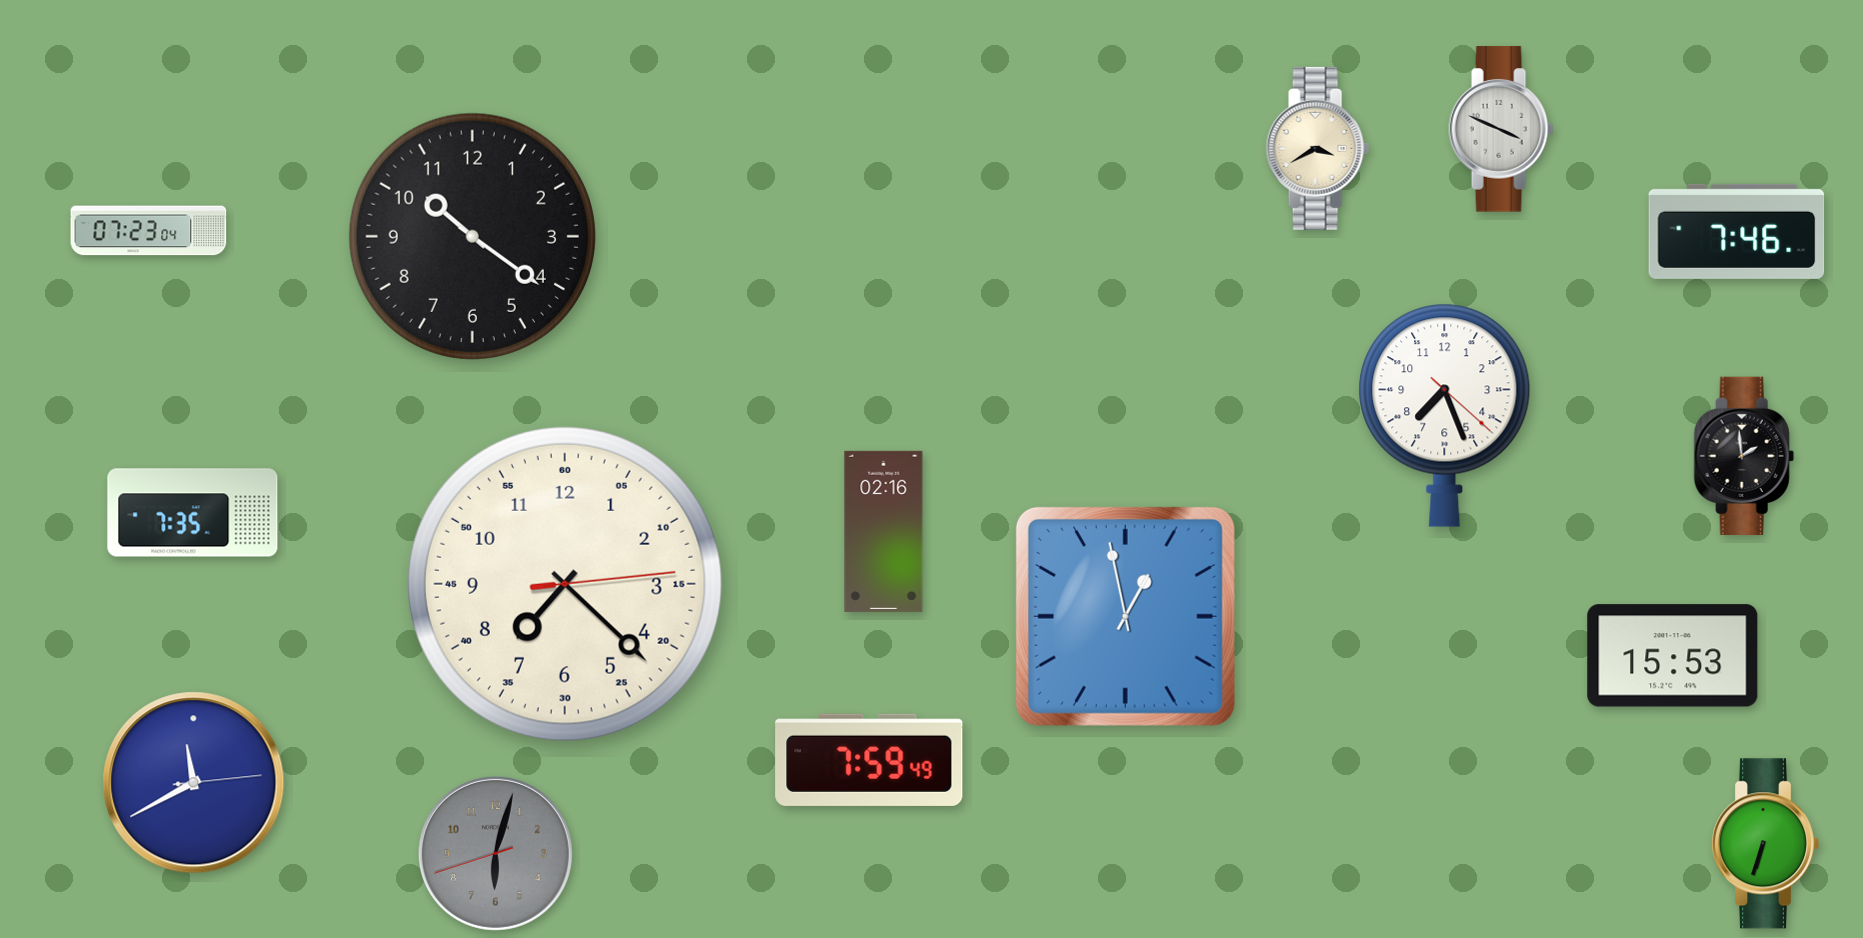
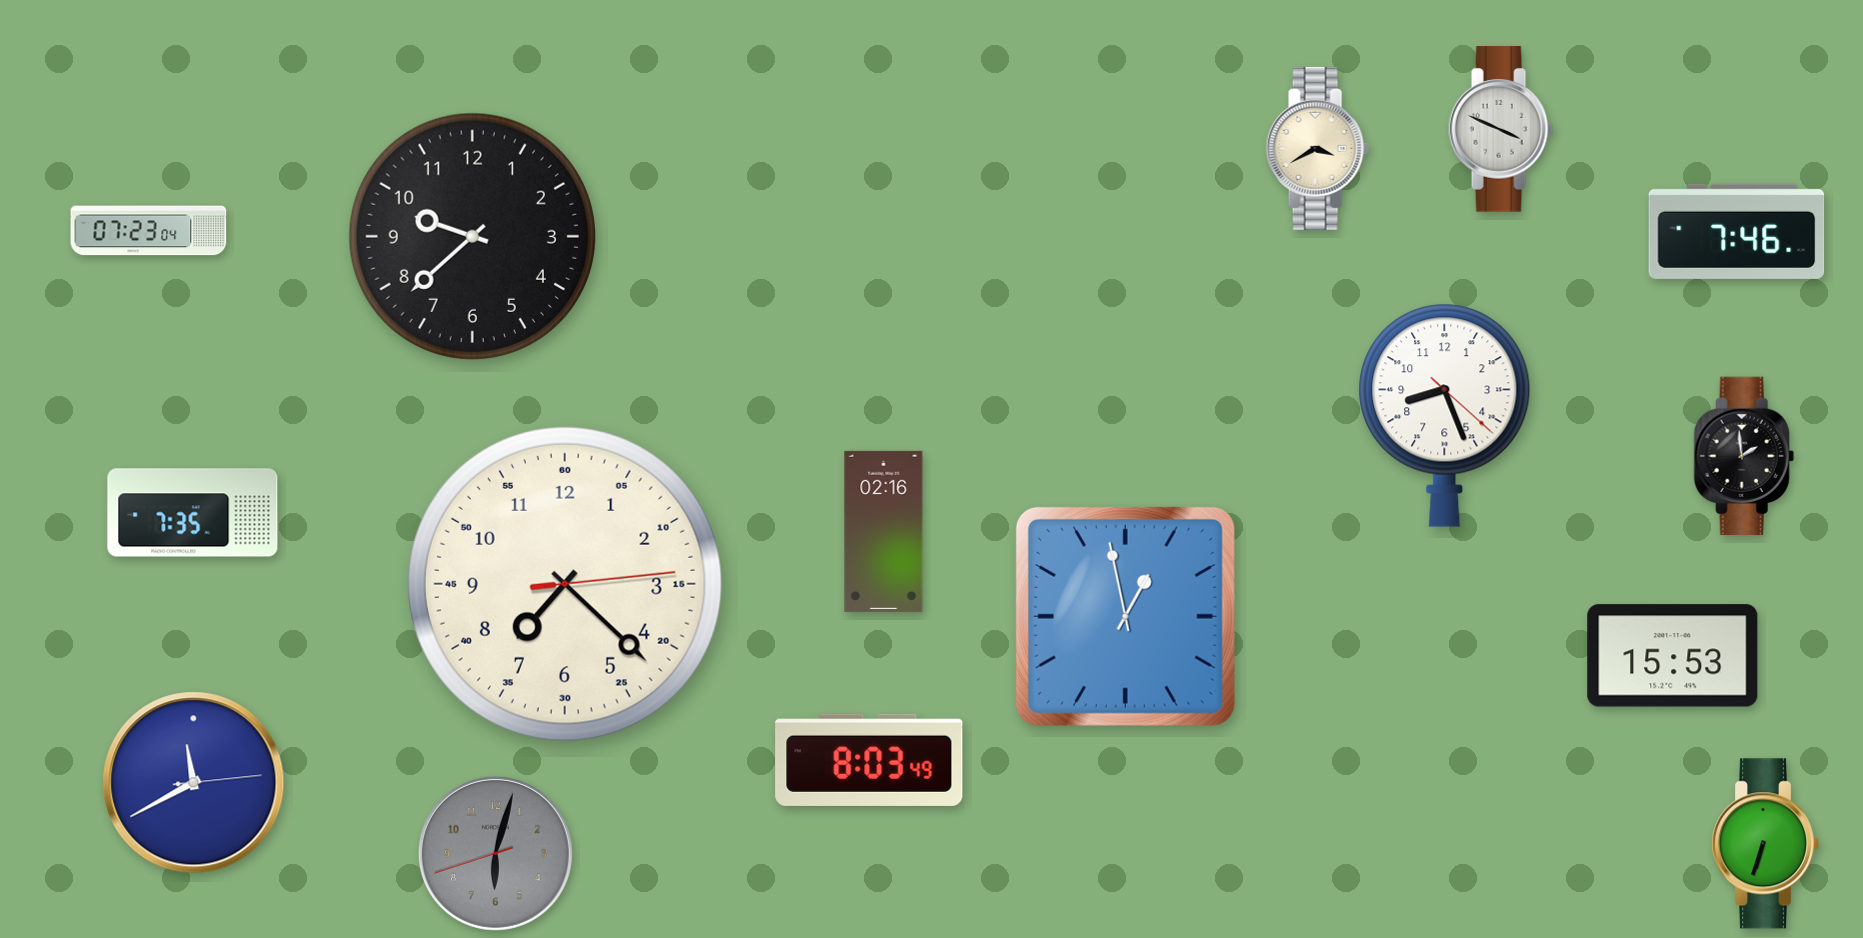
clock at (472, 236): 10:21 -> 9:38
clock at (1445, 415): 7:26 -> 8:26
clock at (869, 760): 7:59 -> 8:03
